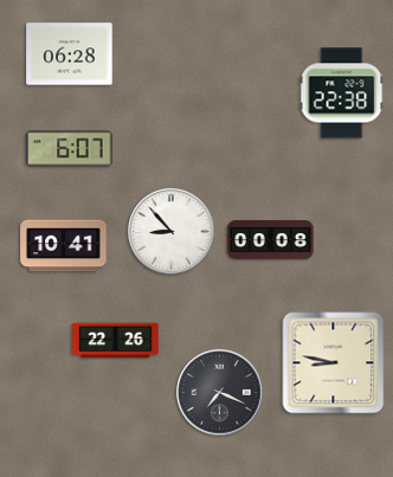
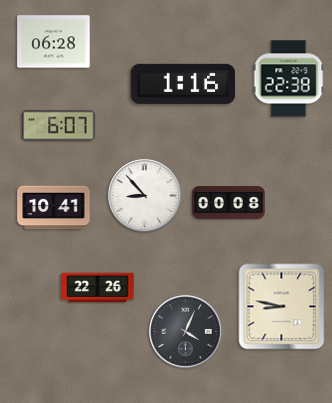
clock at (70, 54) position: (70, 54) -> (54, 42)
clock at (183, 84): none -> 1:16
clock at (220, 393): 7:19 -> 4:04
